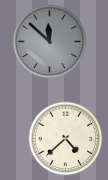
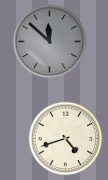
clock at (66, 139): 4:38 -> 4:42
